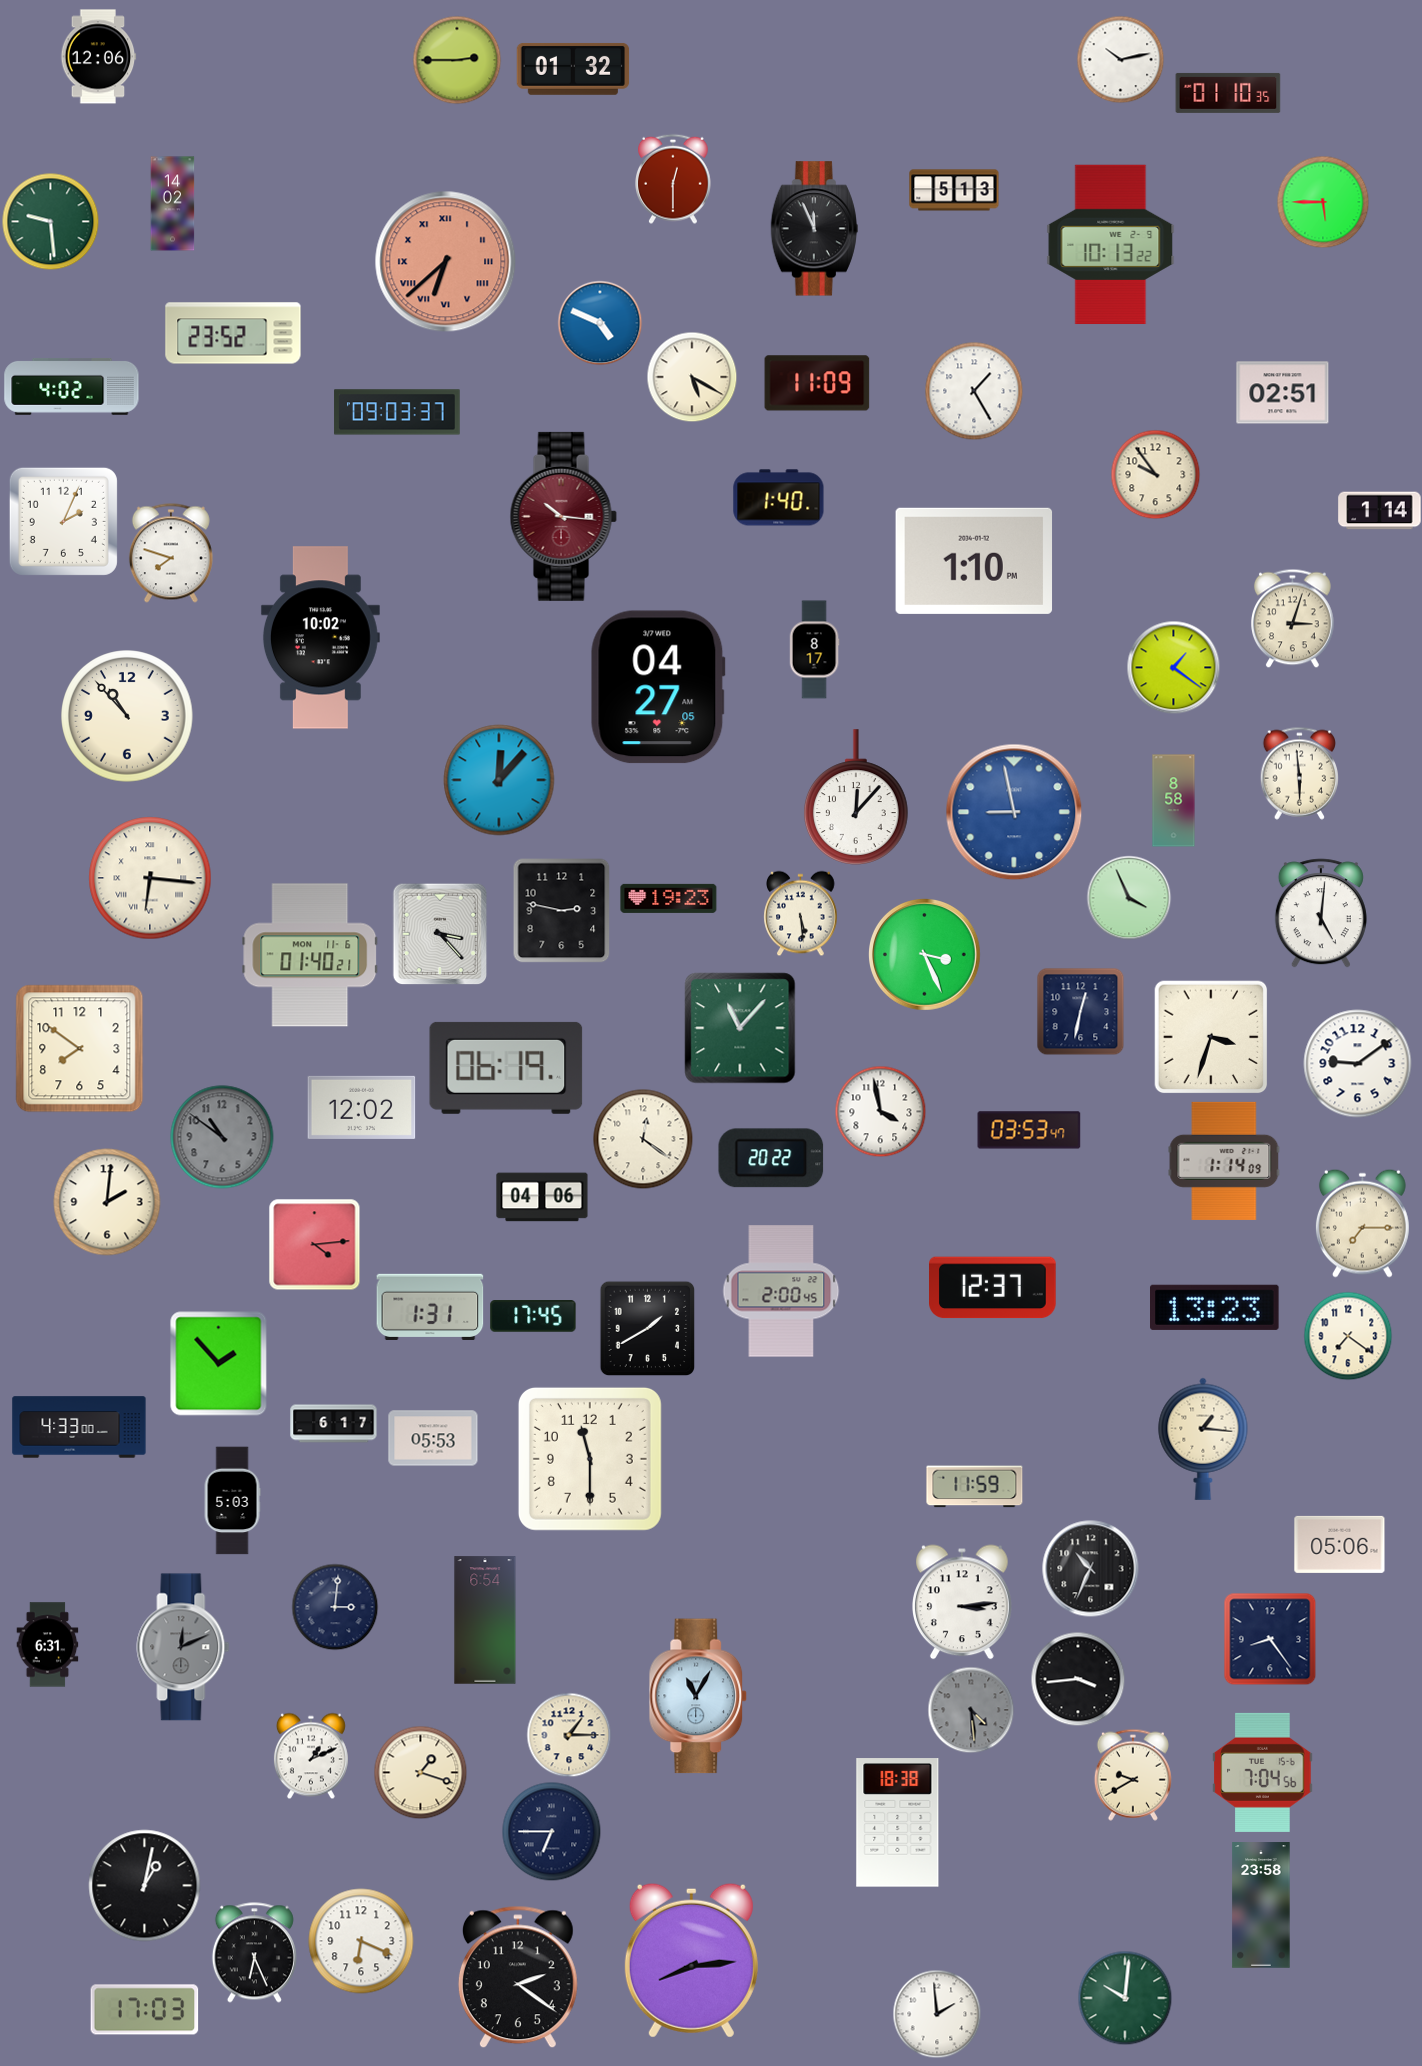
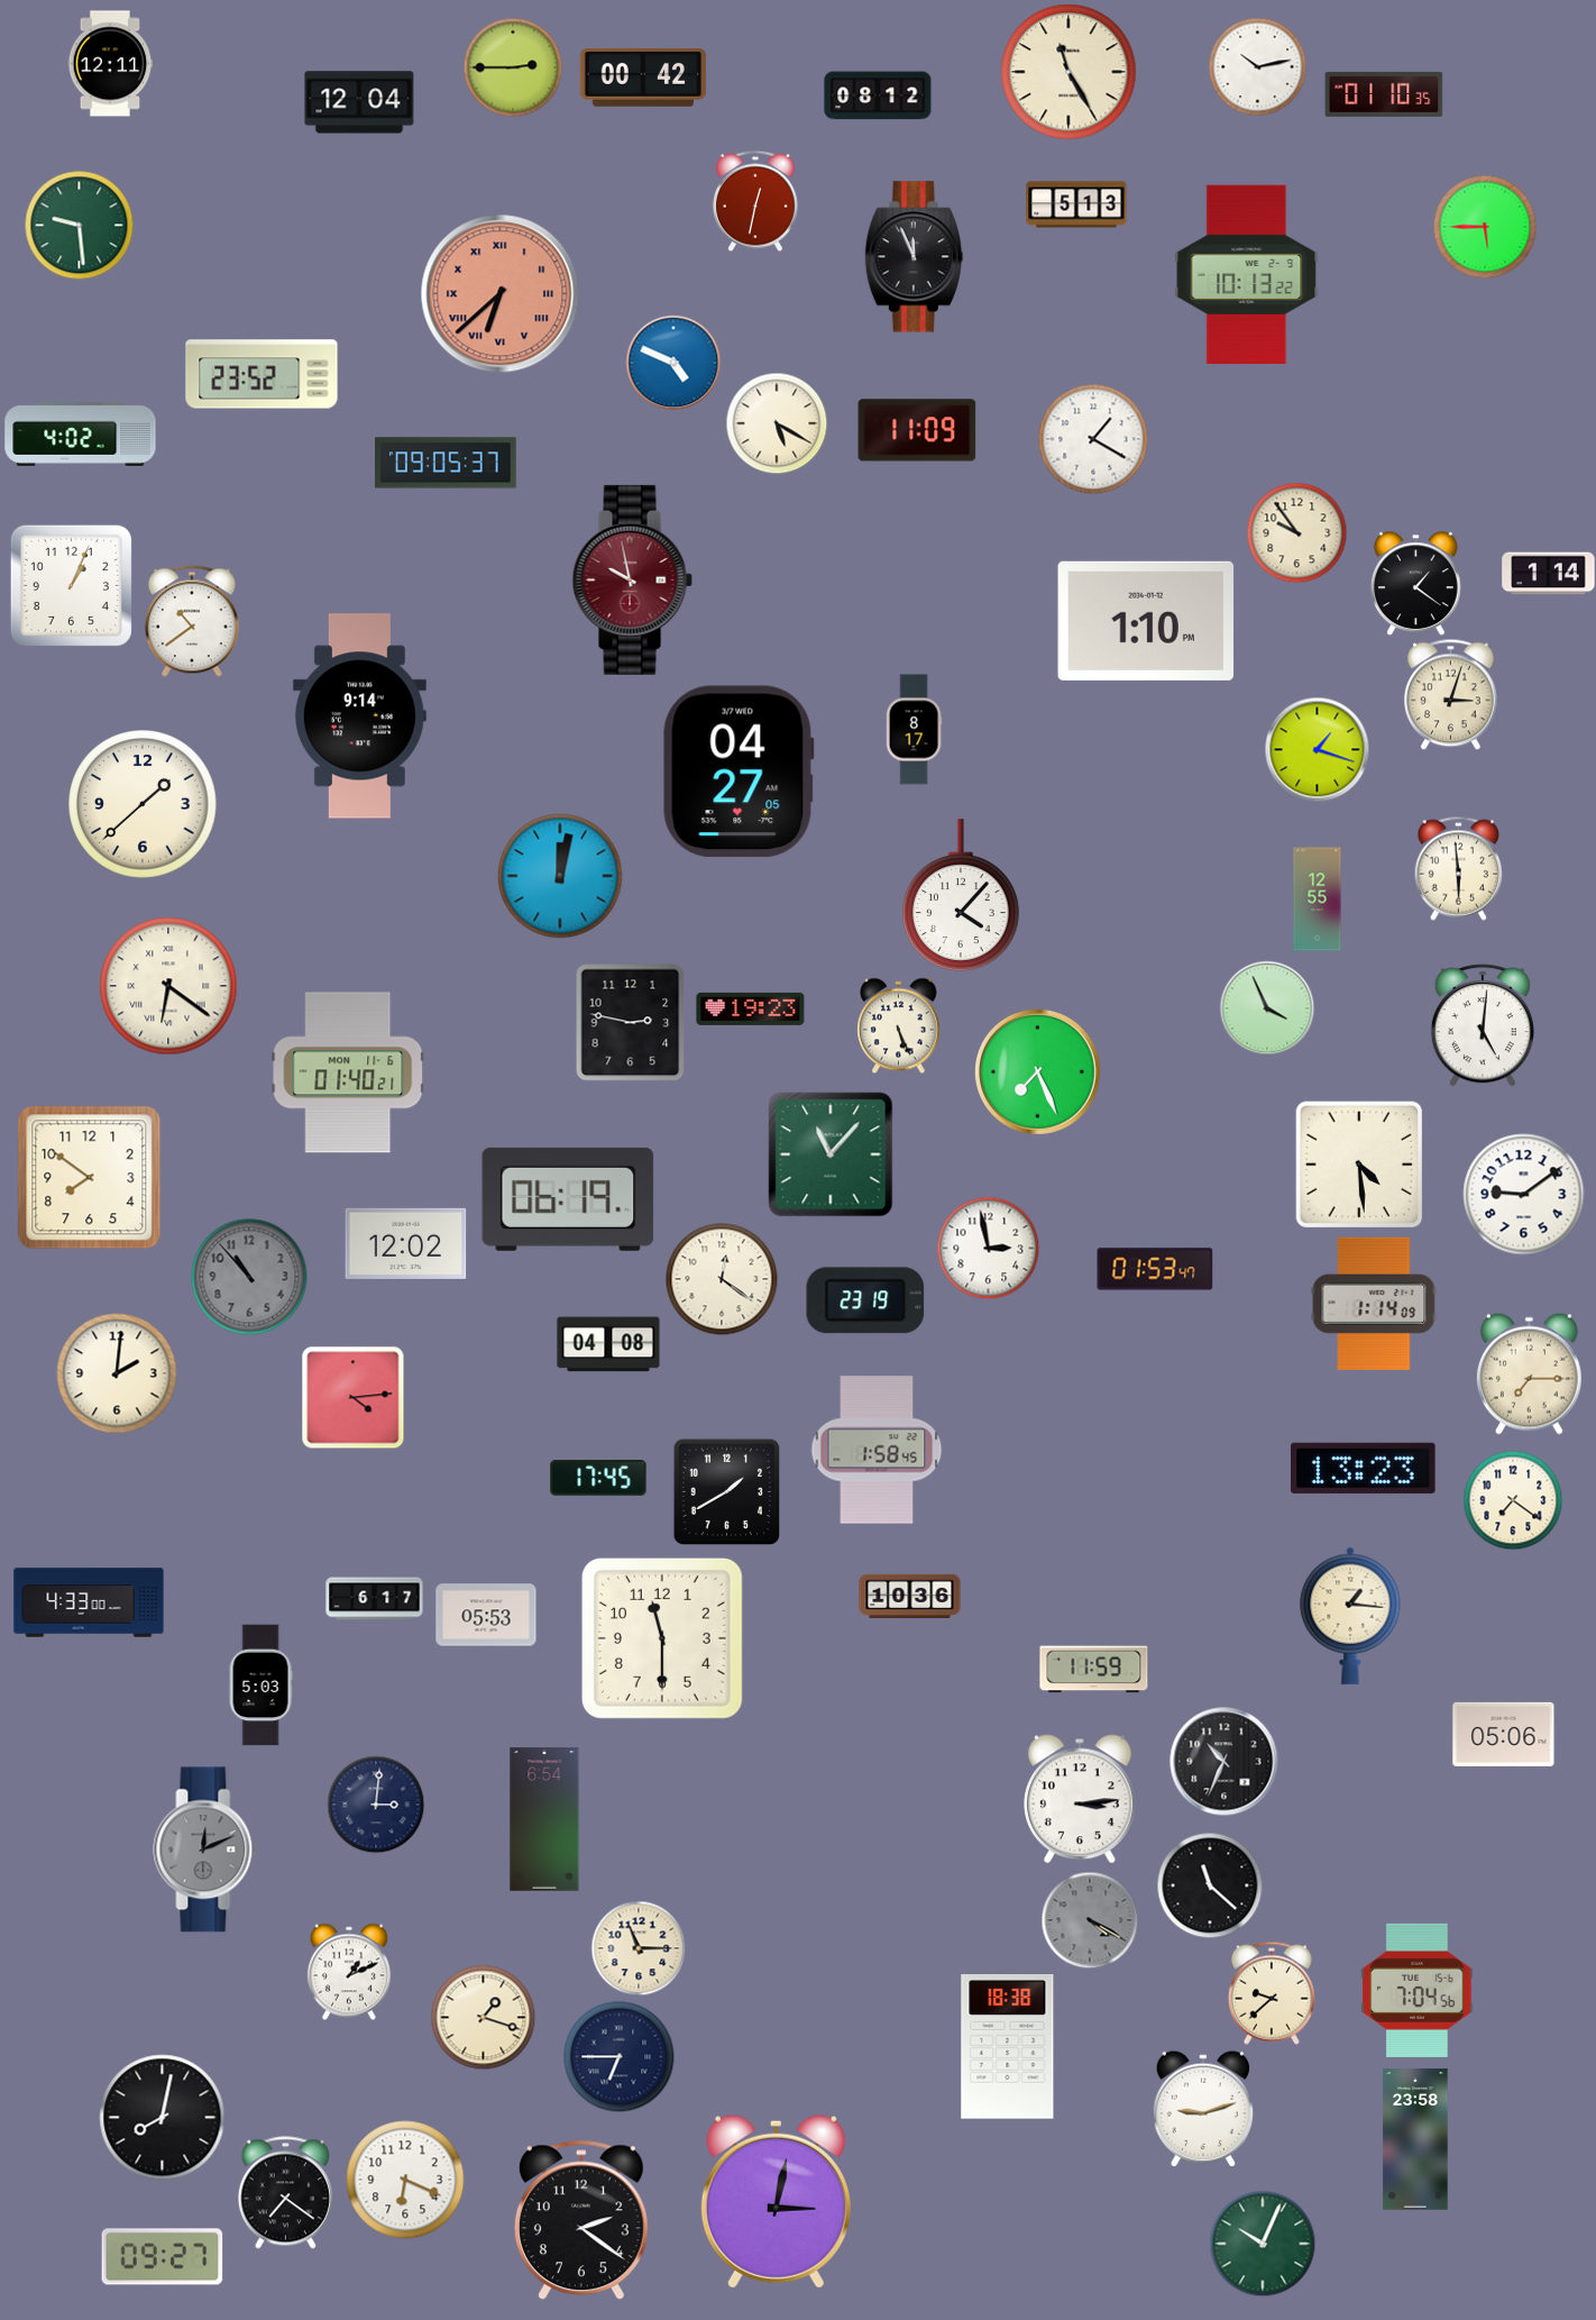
clock at (98, 57): 12:06 -> 12:11
clock at (1068, 72): none -> 11:25
clock at (573, 69): 01:32 -> 00:42
clock at (878, 95): none -> 08:12
clock at (359, 102): none -> 12:04
clock at (1228, 93) position: (1228, 93) -> (1384, 94)
clock at (674, 179): 12:30 -> 12:32
clock at (954, 190) position: (954, 190) -> (1076, 204)
clock at (173, 204): 14:02 -> none
clock at (50, 221) position: (50, 221) -> (79, 225)
clock at (974, 391): 1:25 -> 1:20
clock at (1283, 393): 02:51 -> none
clock at (397, 412): 09:03 -> 09:05
clock at (779, 498): 1:40 -> none
clock at (563, 516): 10:16 -> 9:58
clock at (1416, 583): none -> 1:21
clock at (63, 521): 2:04 -> 1:04
clock at (171, 553): 7:48 -> 10:39
clock at (974, 561) position: (974, 561) -> (1146, 621)
clock at (320, 638): 10:02 -> 9:14
clock at (1173, 667): 1:21 -> 1:18
clock at (127, 716): 10:53 -> 1:38
clock at (499, 780): 12:07 -> 12:02
clock at (856, 797): 12:07 -> 4:07
clock at (1174, 801): 8:58 -> 12:55
clock at (1014, 812): 8:58 -> none
clock at (150, 878): 6:16 -> 6:21
clock at (801, 913): 5:29 -> 5:26
clock at (440, 934): 3:23 -> none
clock at (925, 955): 3:26 -> 7:26
clock at (1080, 1011): 12:32 -> none
clock at (1211, 1037): 3:33 -> 4:29
clock at (880, 1111): 3:58 -> 2:58
clock at (1029, 1130): 03:53 -> 01:53
clock at (222, 1137): 10:51 -> 10:53
clock at (771, 1158): 20:22 -> 23:19
clock at (542, 1197): 04:06 -> 04:08
clock at (107, 1202) position: (107, 1202) -> (117, 1373)
clock at (993, 1288): 12:37 -> none
clock at (781, 1291): 2:00 -> 1:58
clock at (430, 1307): 1:31 -> none
clock at (219, 1364): 1:53 -> none
clock at (910, 1596): none -> 10:36
clock at (1270, 1639): 8:24 -> none
clock at (48, 1645): 6:31 -> none
clock at (1078, 1679): 3:44 -> 11:22
clock at (698, 1696): 11:05 -> none
clock at (971, 1710): 4:29 -> 4:20
clock at (569, 1735): 1:15 -> 11:15
clock at (420, 1772) position: (420, 1772) -> (483, 2017)
clock at (1133, 1775): 9:40 -> 9:38
clock at (1203, 2108): none -> 9:12
clock at (145, 1886): 1:02 -> 8:02
clock at (254, 1953): 6:26 -> 7:21
clock at (691, 1960): 8:14 -> 3:02
clock at (1125, 1998): 10:01 -> 10:04
clock at (145, 2010): 17:03 -> 09:27
clock at (937, 2014): 1:59 -> none
